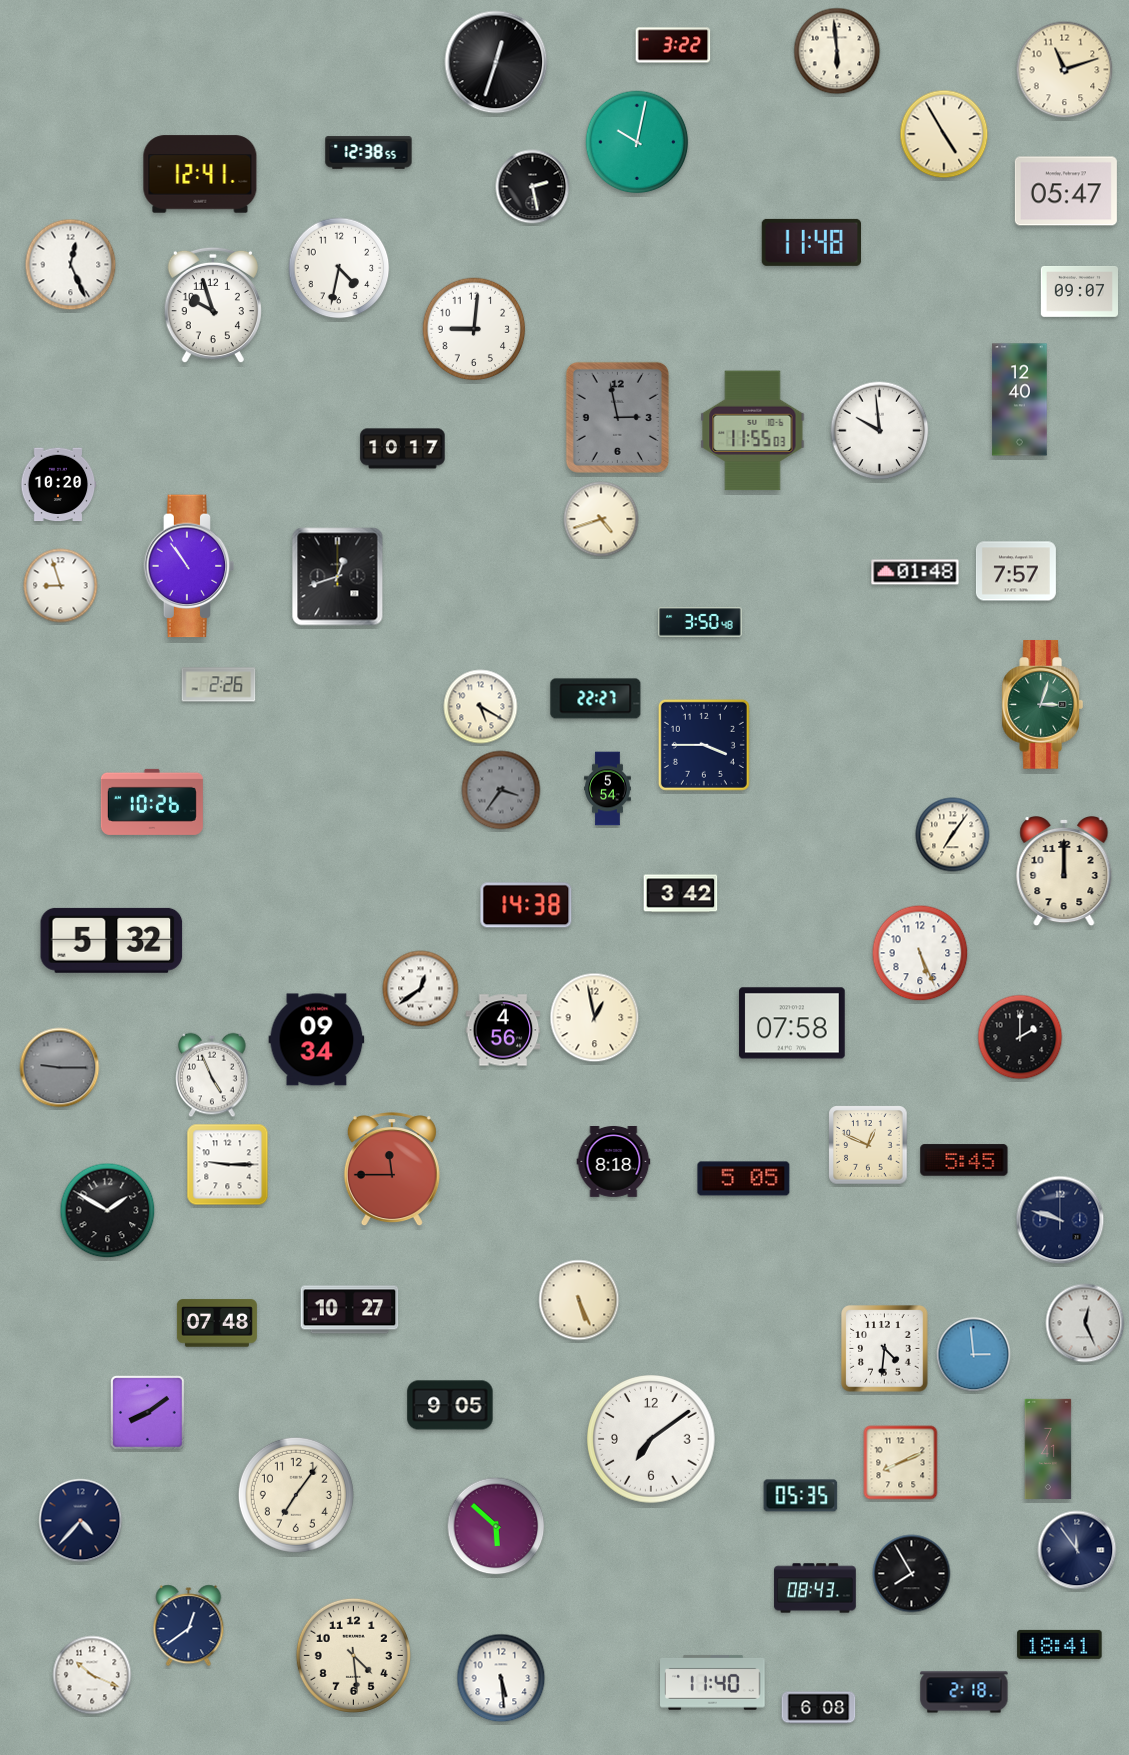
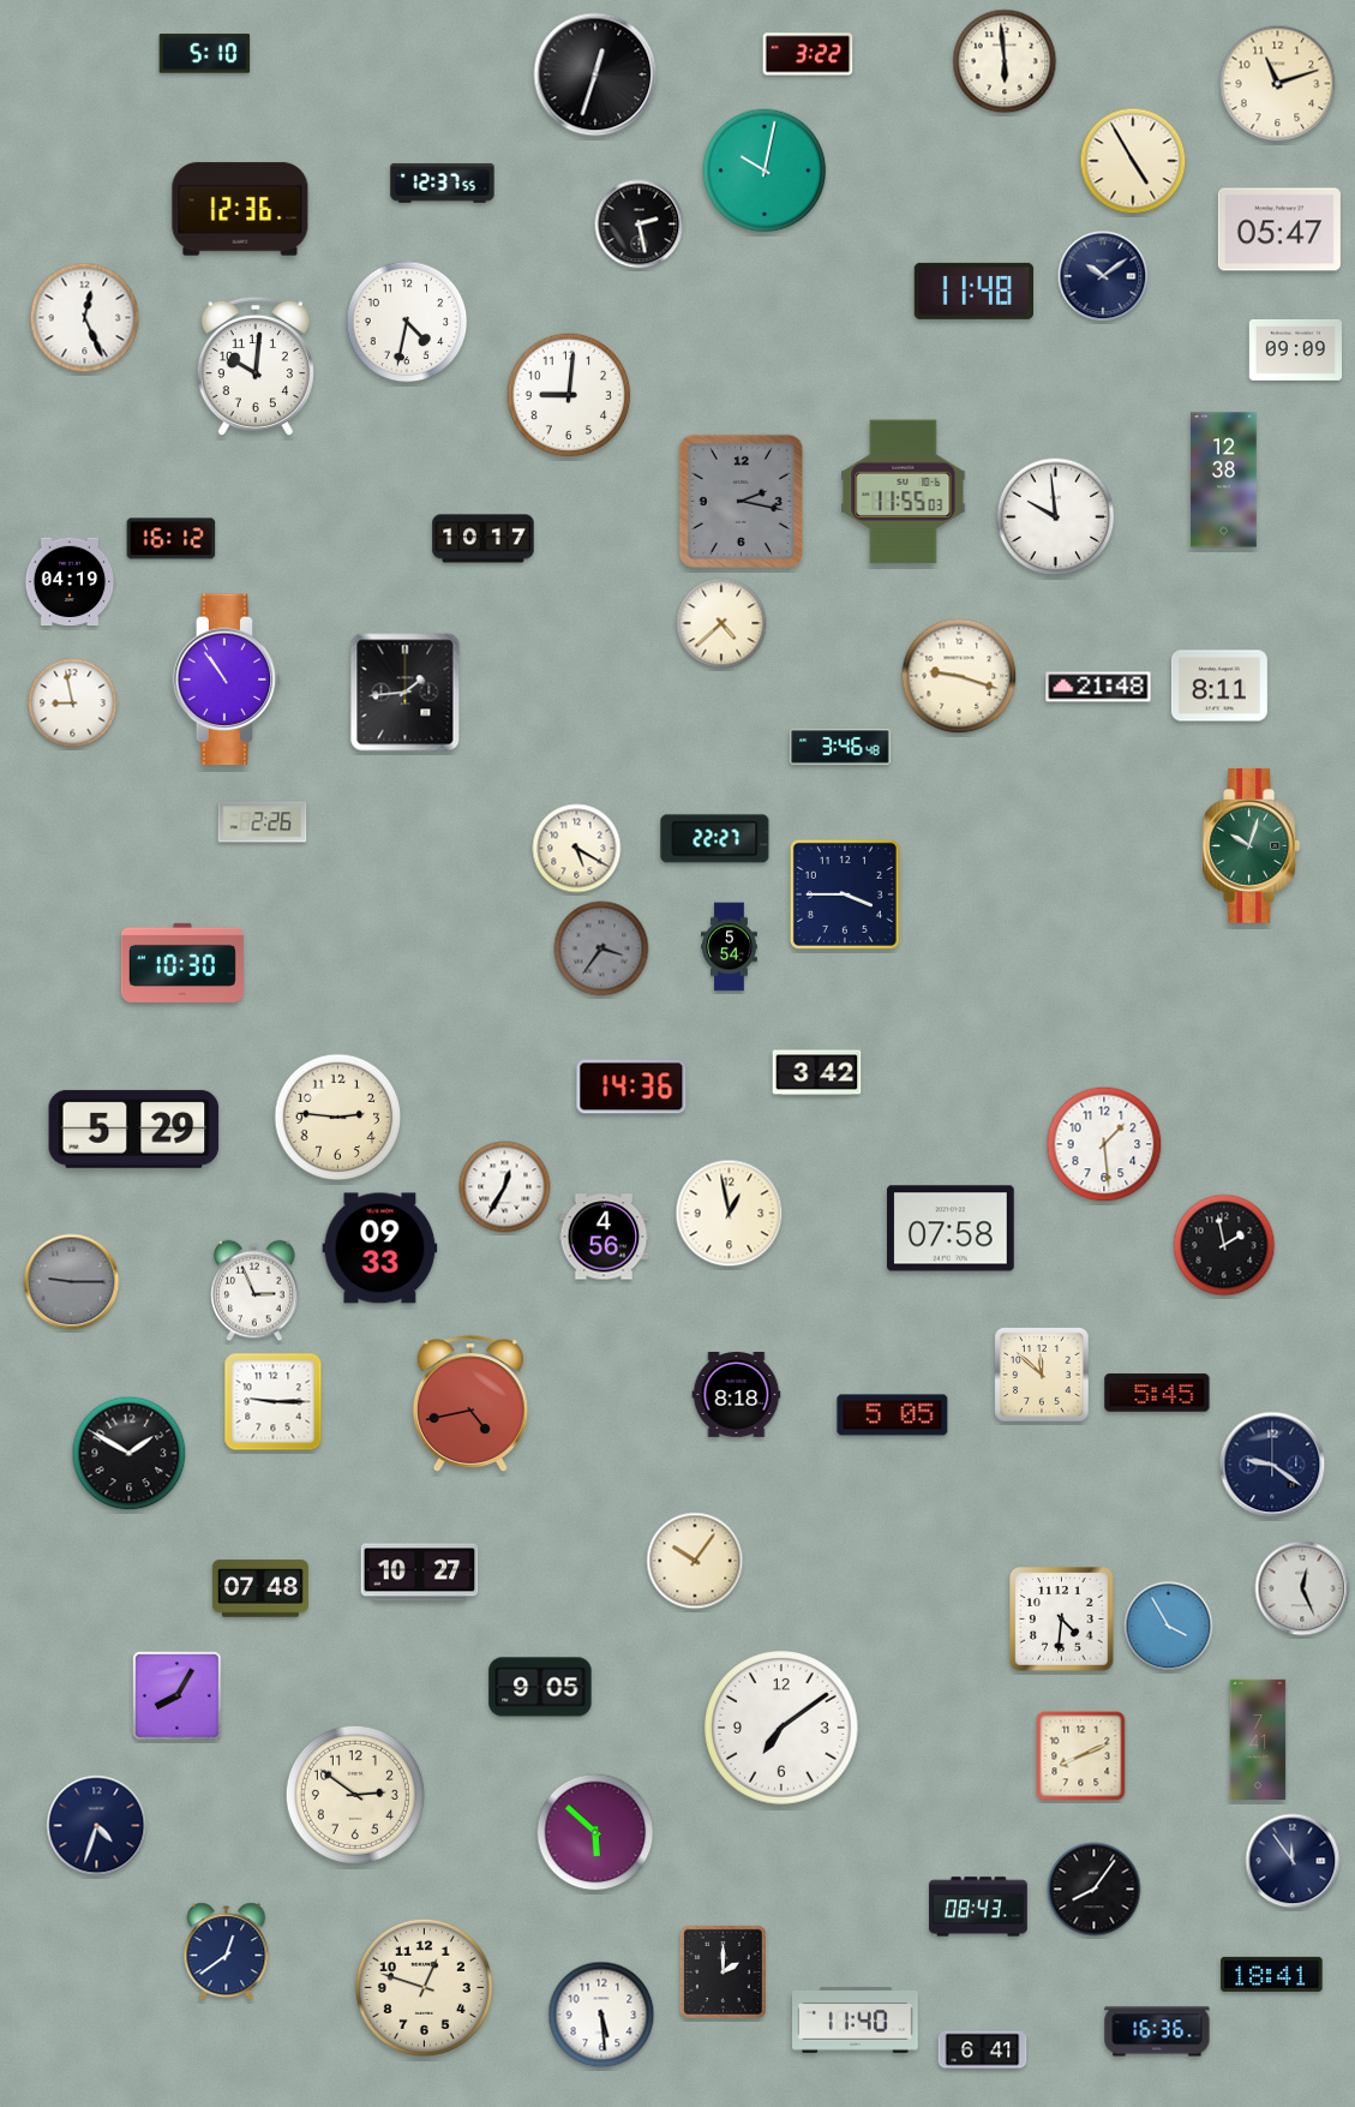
clock at (205, 54): none -> 5:10
clock at (369, 153): 12:38 -> 12:37
clock at (200, 174): 12:41 -> 12:36
clock at (1103, 276): none -> 10:09
clock at (1080, 292): 09:07 -> 09:09
clock at (213, 305): 9:57 -> 10:01
clock at (1020, 400): 12:40 -> 12:38
clock at (617, 417): 2:58 -> 2:17
clock at (753, 431) position: (753, 431) -> (904, 492)
clock at (172, 539): none -> 16:12
clock at (58, 485): 10:20 -> 04:19
clock at (601, 519): 4:42 -> 4:38
clock at (959, 676): none -> 9:18
clock at (1016, 571): 7:57 -> 8:11
clock at (915, 572): 01:48 -> 21:48
clock at (338, 577): 12:42 -> 1:44
clock at (61, 586): 8:57 -> 8:58
clock at (700, 622): 3:50 -> 3:46
clock at (1042, 705): 3:03 -> 10:03
clock at (152, 802): 10:26 -> 10:30
clock at (953, 835): 7:06 -> none
clock at (1064, 871): 12:00 -> none
clock at (526, 905): 14:38 -> 14:36
clock at (338, 1118): none -> 2:46
clock at (112, 940): 5:32 -> 5:29
clock at (920, 953): 5:26 -> 1:29
clock at (421, 989): 12:39 -> 12:35
clock at (595, 1018) position: (595, 1018) -> (730, 1214)
clock at (1020, 1037): 2:00 -> 1:58
clock at (317, 1040): 09:34 -> 09:33
clock at (212, 1075): 4:56 -> 2:56
clock at (868, 1145): 12:49 -> 11:52
clock at (228, 1165) position: (228, 1165) -> (274, 1402)
clock at (392, 1170): 11:45 -> 4:43
clock at (1060, 1220): 9:48 -> 9:21
clock at (579, 1300): 5:26 -> 10:06
clock at (974, 1355): 2:59 -> 3:55
clock at (148, 1413): 8:09 -> 8:05
clock at (296, 1495): 7:06 -> 2:51
clock at (801, 1496): 05:35 -> none
clock at (81, 1521): 4:37 -> 4:33
clock at (912, 1574): 7:55 -> 8:06
clock at (723, 1971): none -> 2:00
clock at (353, 1655): 4:29 -> 12:48
clock at (92, 1675): 10:19 -> none
clock at (964, 1692): 2:18 -> 16:36
clock at (819, 1708): 6:08 -> 6:41
